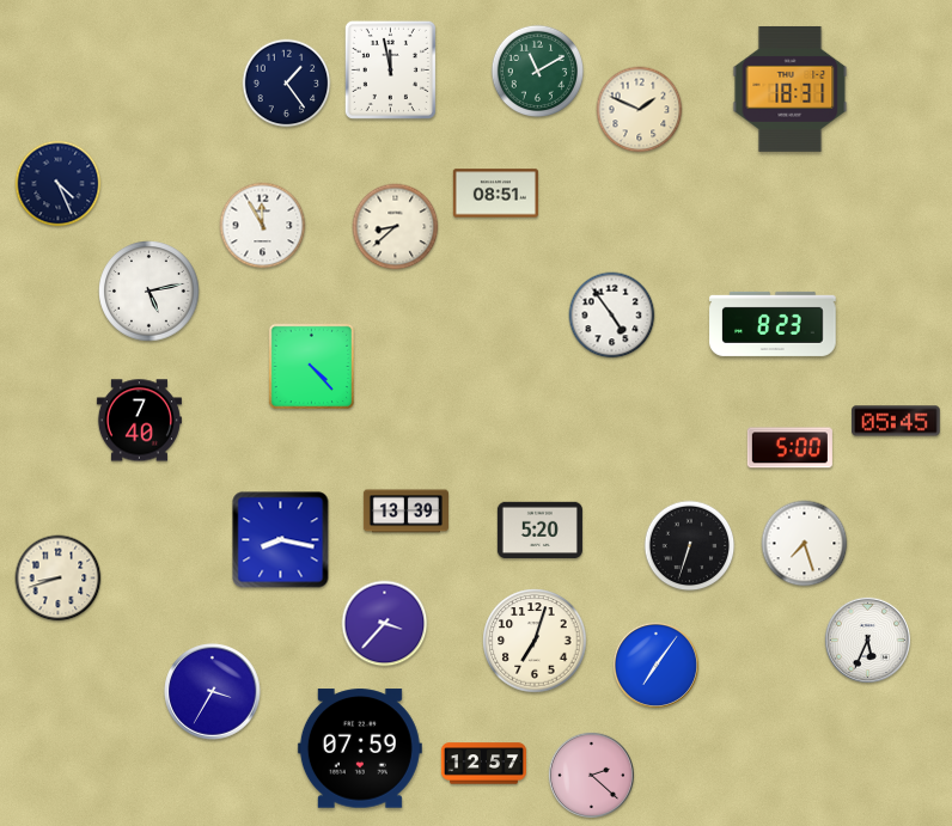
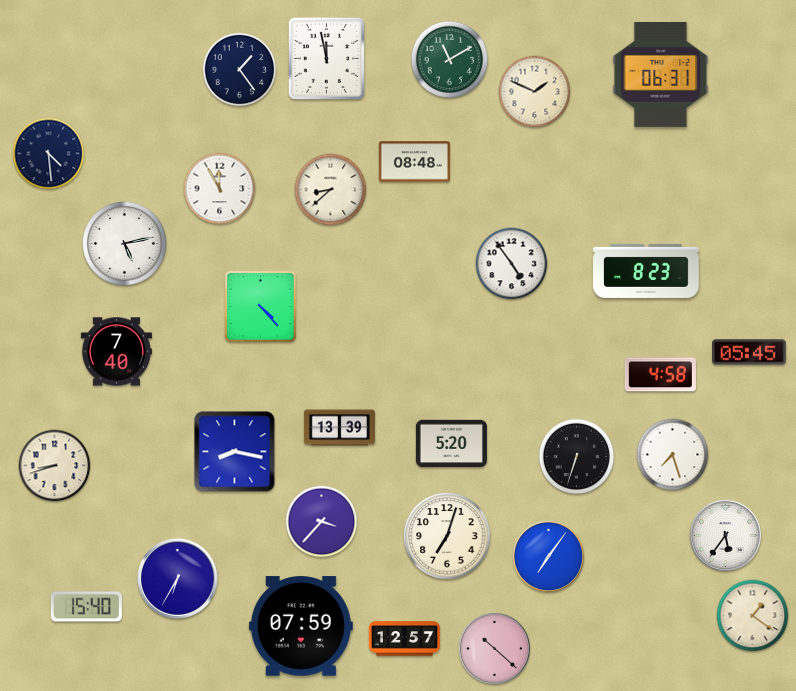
clock at (791, 88): 18:31 -> 06:31
clock at (59, 184): 4:26 -> 4:29
clock at (495, 194): 08:51 -> 08:48
clock at (789, 448): 5:00 -> 4:58
clock at (59, 579) position: (59, 579) -> (55, 466)
clock at (867, 640): 5:34 -> 5:36
clock at (213, 692): 3:35 -> 6:35
clock at (86, 607): none -> 15:40
clock at (753, 616): none -> 1:21
clock at (591, 775): 2:22 -> 10:22
